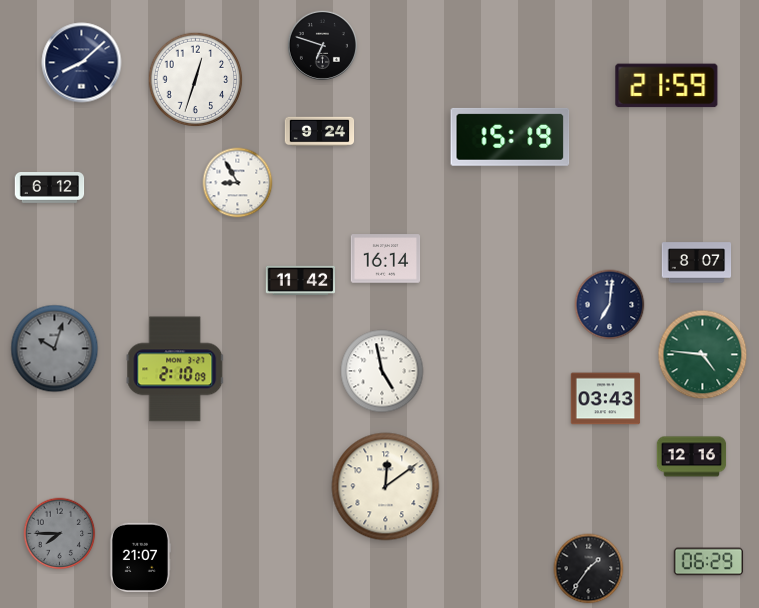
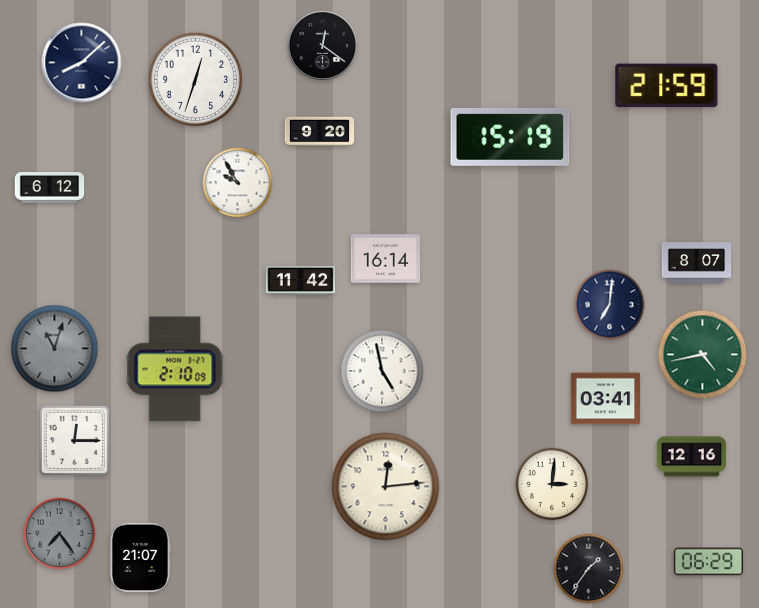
clock at (322, 45): 6:48 -> 12:21
clock at (320, 132): 9:24 -> 9:20
clock at (238, 183): 8:55 -> 9:55
clock at (55, 349): 10:03 -> 11:03
clock at (703, 355): 4:46 -> 4:43
clock at (606, 399): 03:43 -> 03:41
clock at (74, 440): none -> 12:15
clock at (552, 484): none -> 3:01
clock at (386, 487): 12:09 -> 12:14
clock at (60, 534): 7:45 -> 7:24
